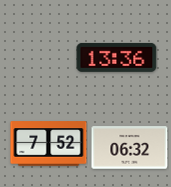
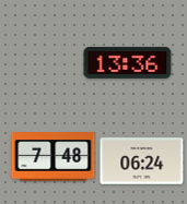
clock at (49, 144): 7:52 -> 7:48
clock at (130, 148): 06:32 -> 06:24
